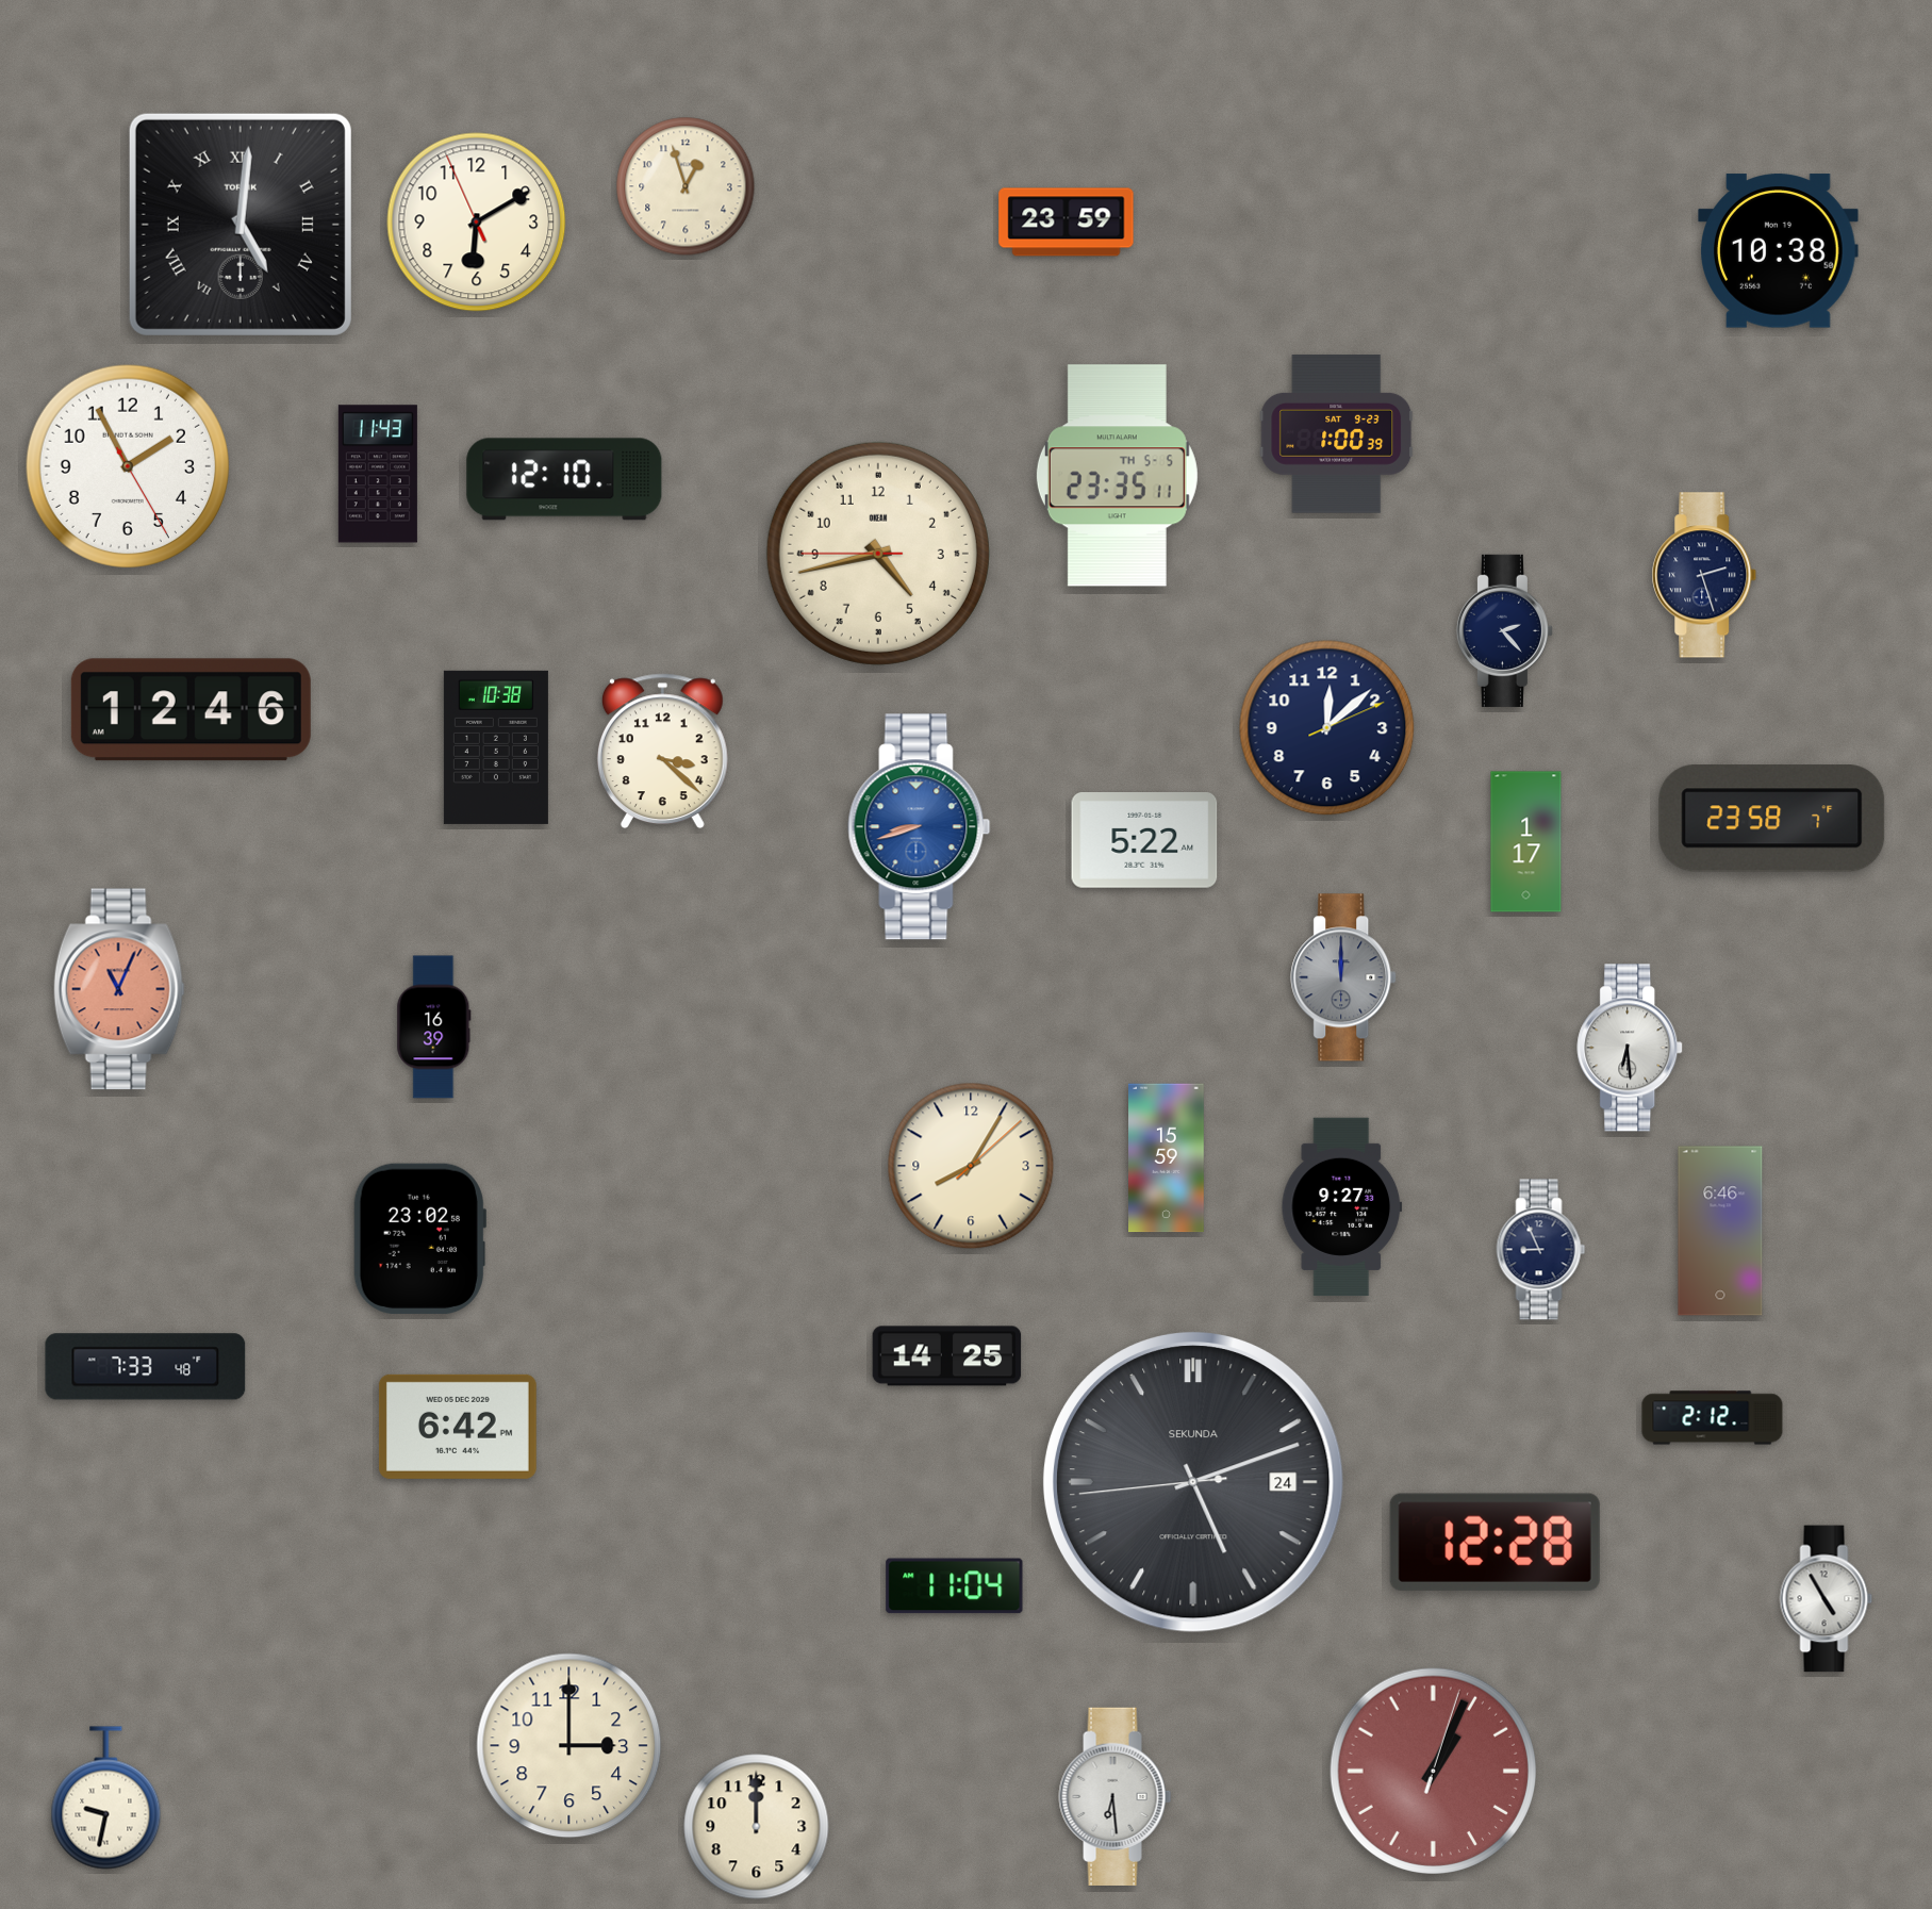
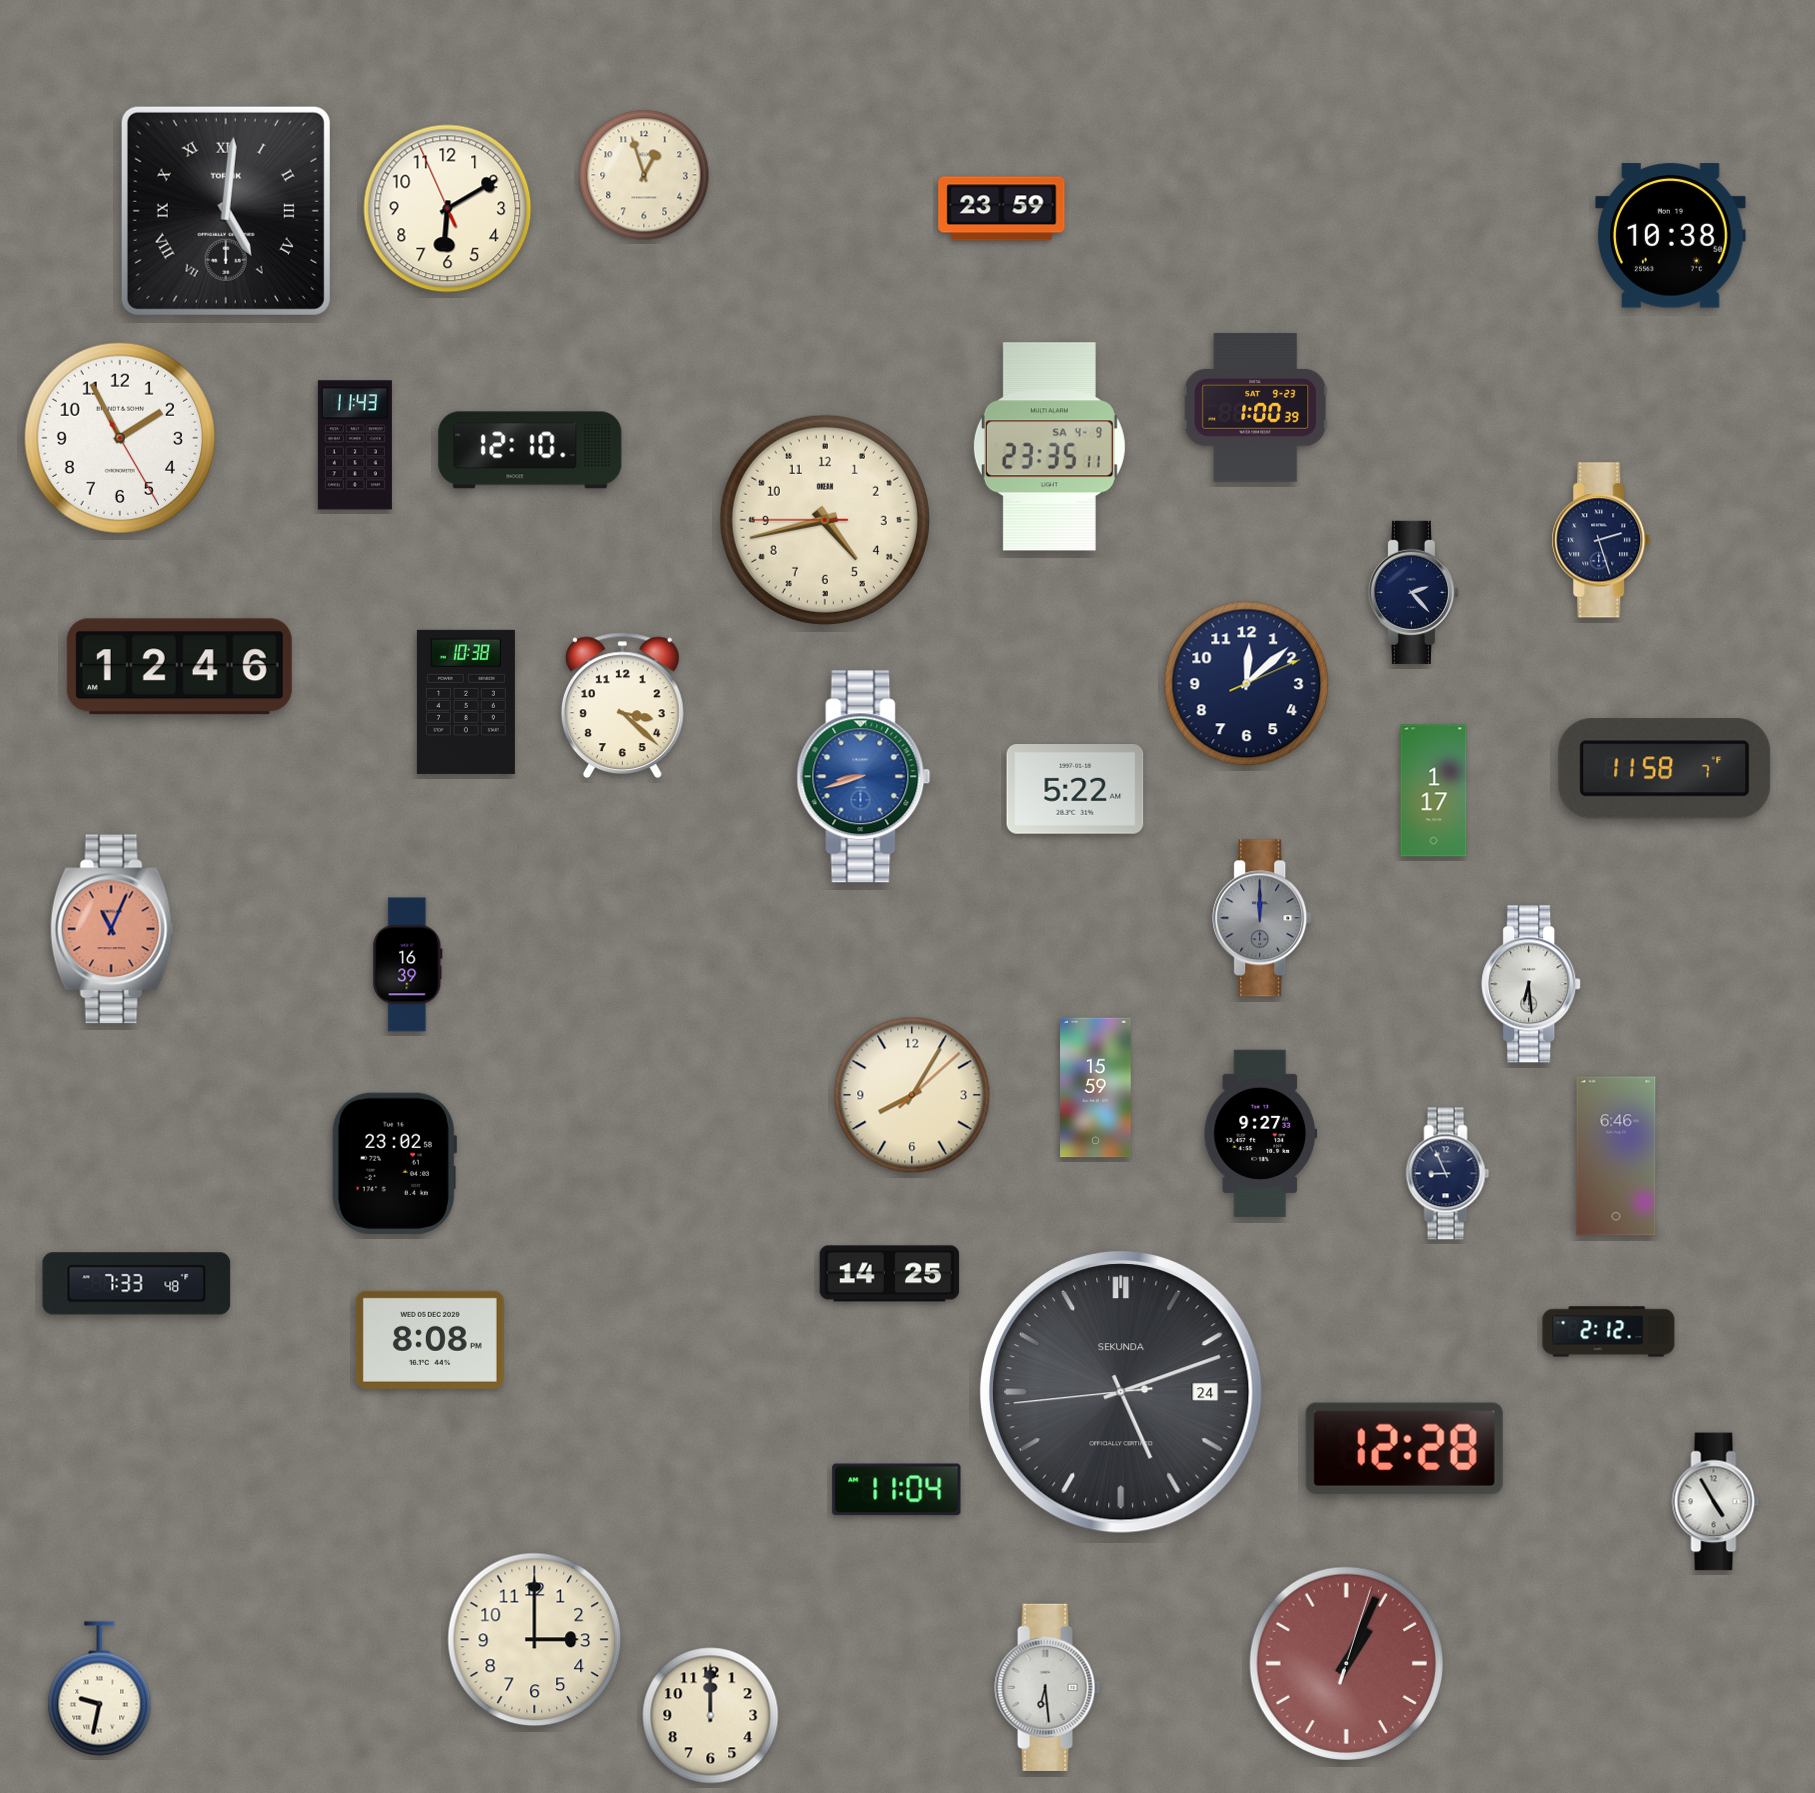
clock at (1117, 476) date: TH 5-5 -> SA 4-9
clock at (1772, 819): 23:58 -> 11:58
clock at (458, 1427): 6:42 -> 8:08
